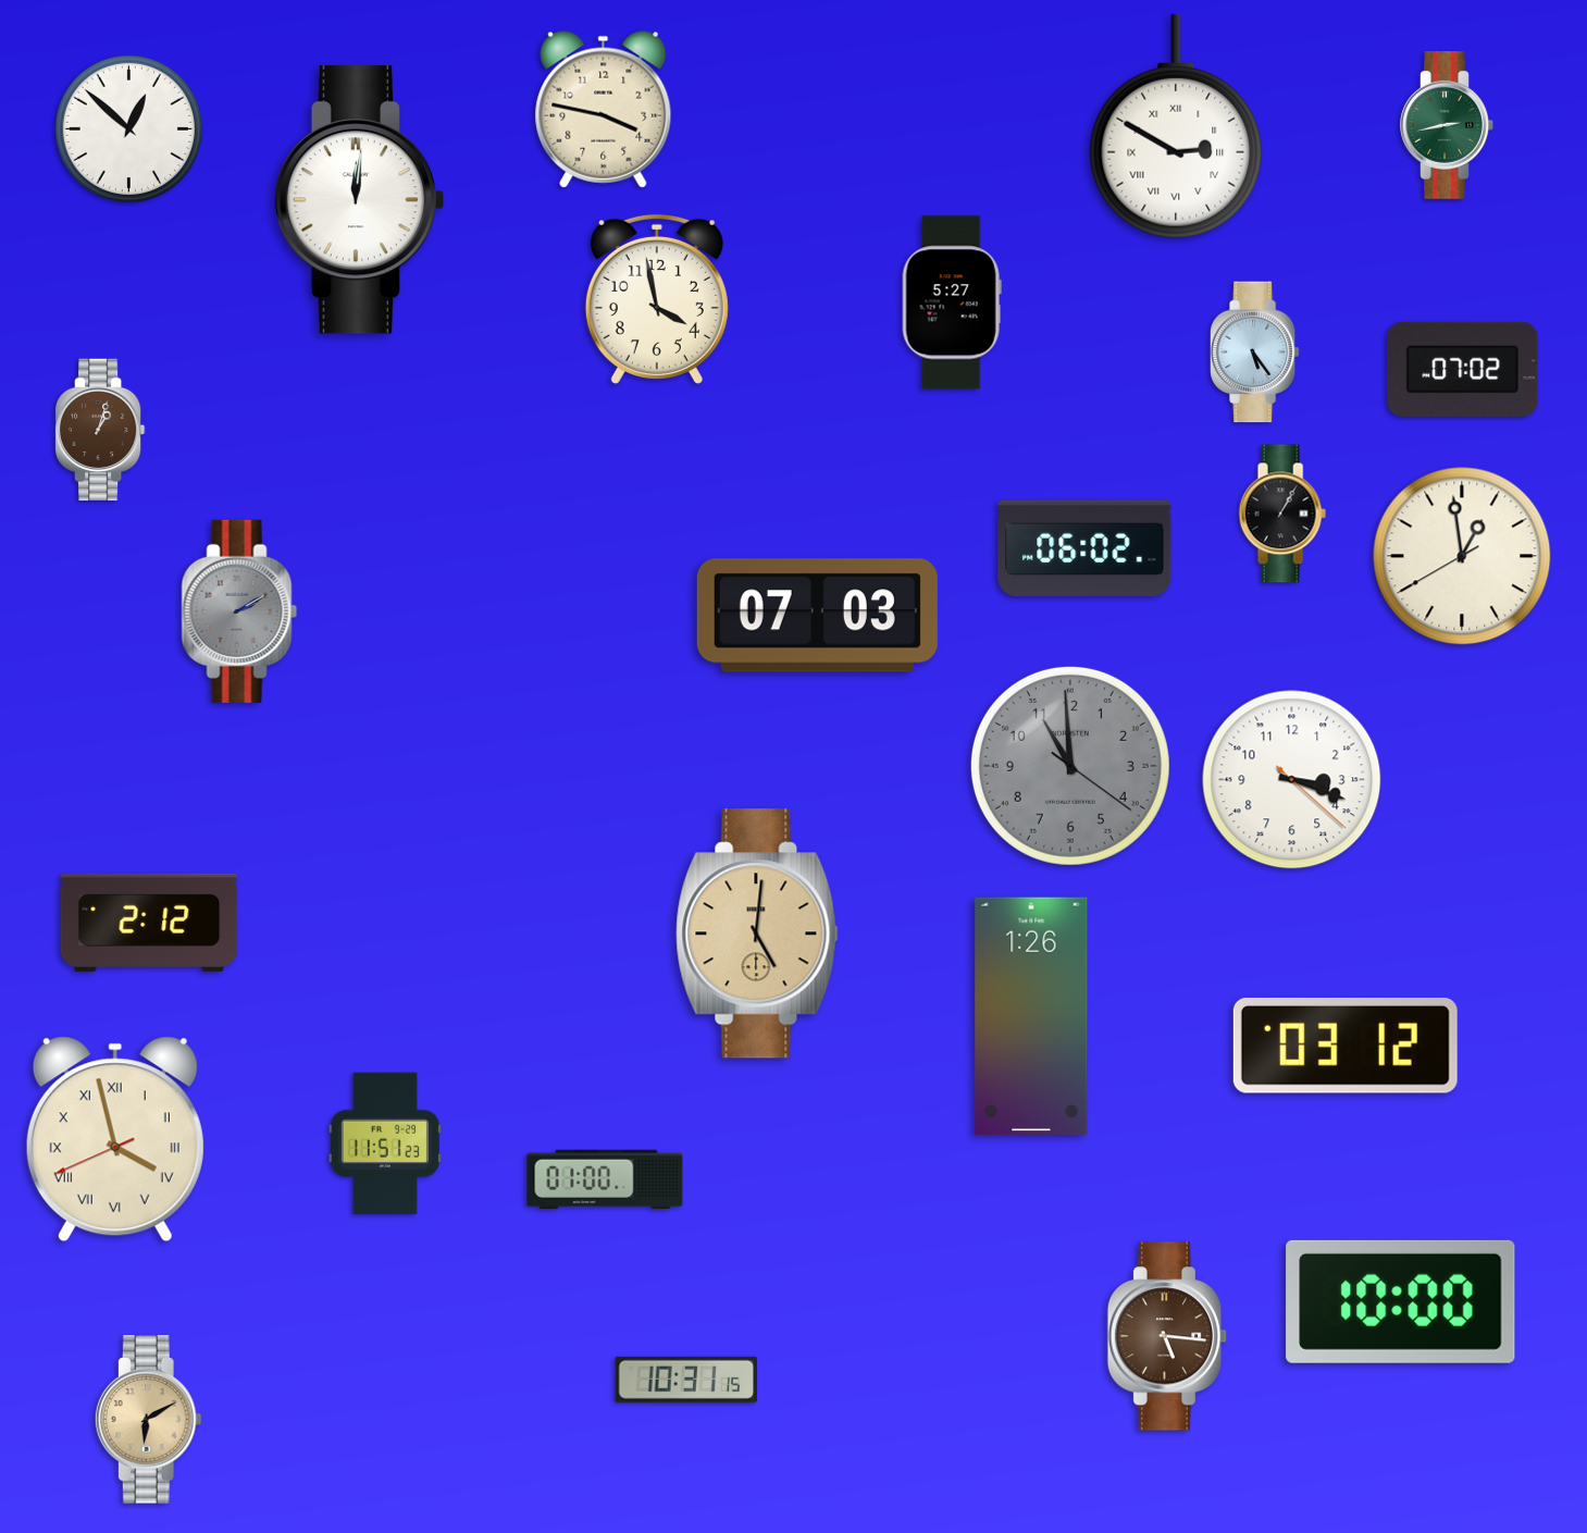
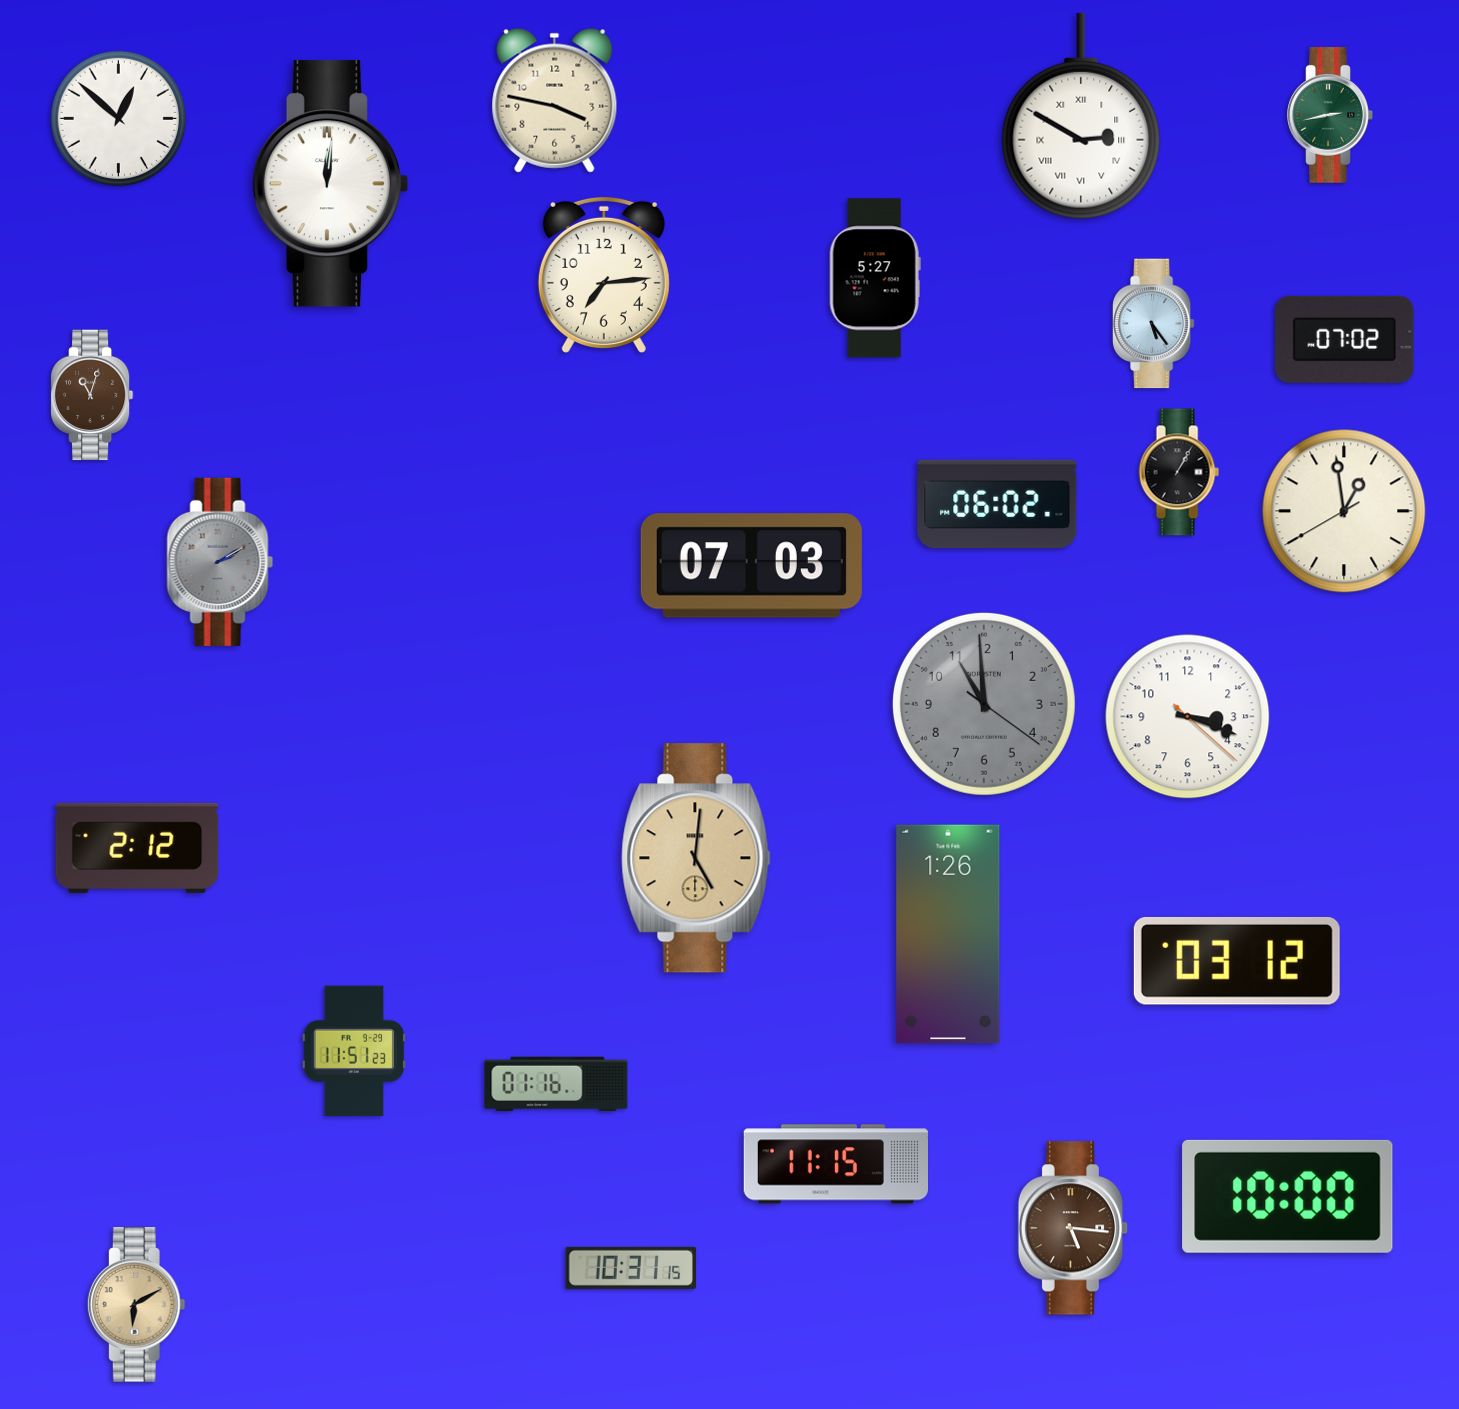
clock at (657, 299): 3:58 -> 7:14
clock at (100, 430): 1:03 -> 11:03
clock at (115, 1139): 3:57 -> none
clock at (605, 1179): 01:00 -> 01:16
clock at (835, 1164): none -> 11:15
